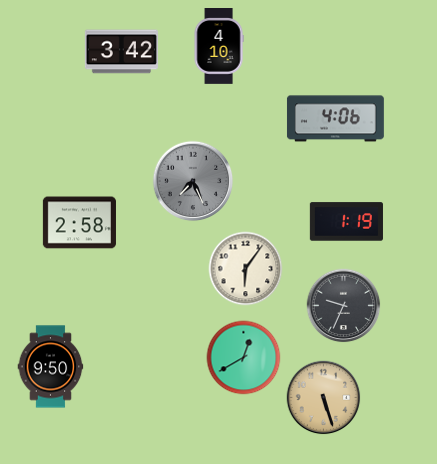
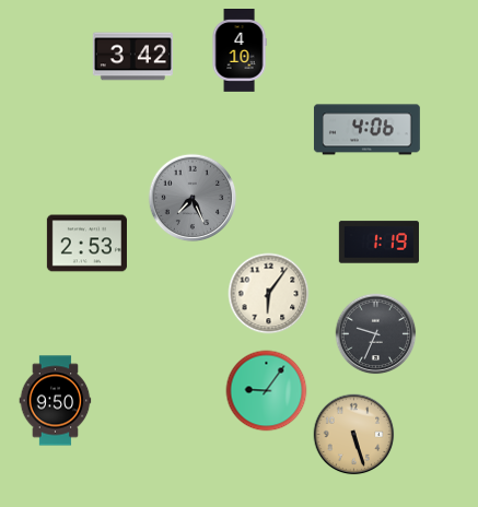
clock at (193, 181) position: (193, 181) -> (193, 198)
clock at (79, 223): 2:58 -> 2:53
clock at (244, 358): 12:40 -> 9:06
